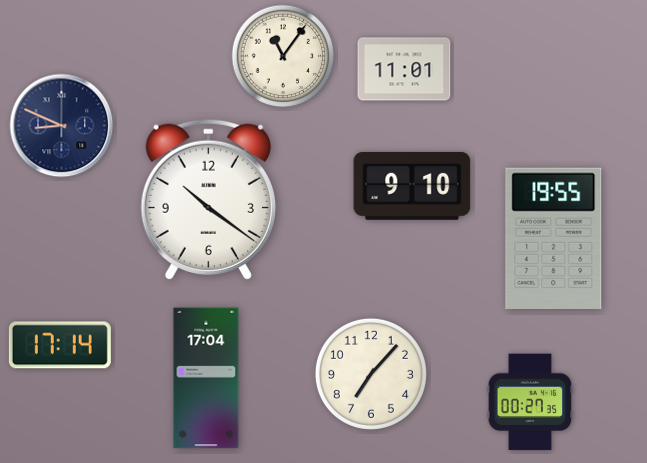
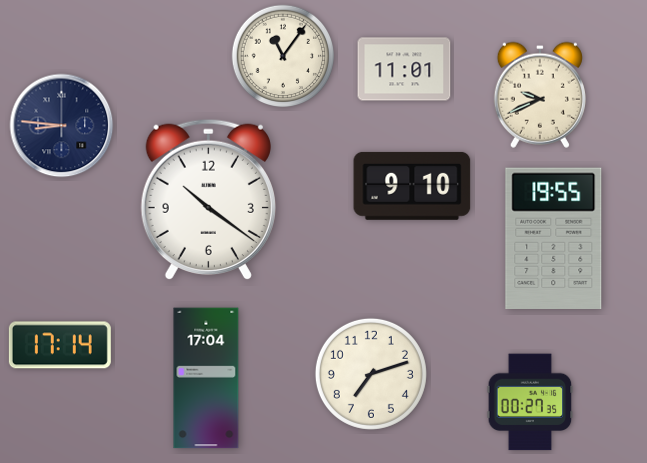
clock at (540, 95): none -> 9:41
clock at (62, 126): 8:49 -> 8:46
clock at (371, 374): 7:07 -> 7:12
